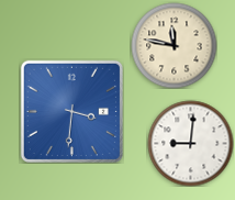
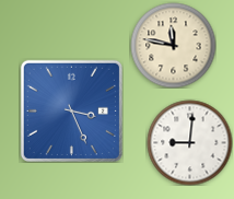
clock at (71, 111): 3:31 -> 3:26
